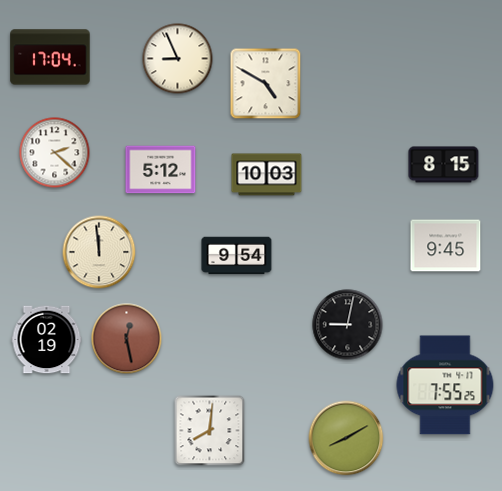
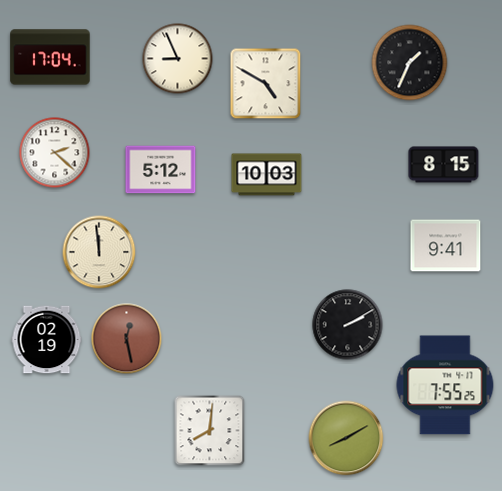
clock at (410, 63): none -> 1:34
clock at (446, 246): 9:45 -> 9:41
clock at (237, 256): 9:54 -> none
clock at (348, 325): 9:02 -> 2:10
